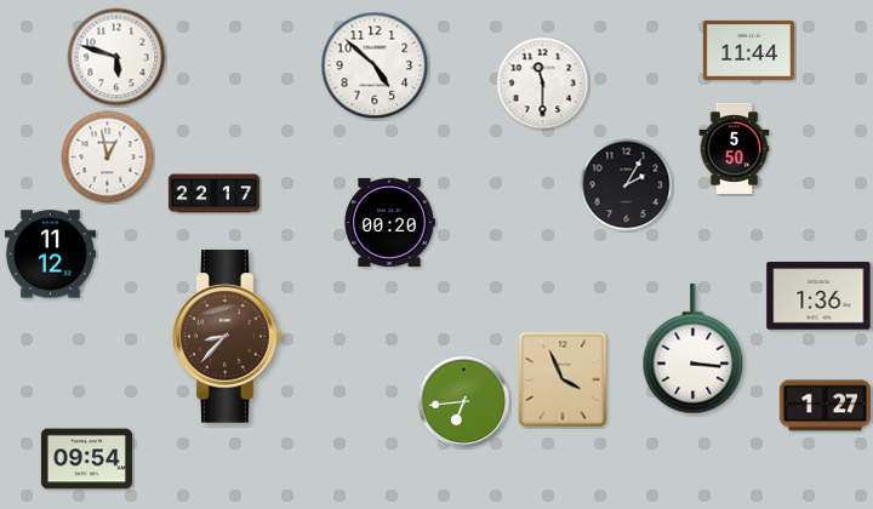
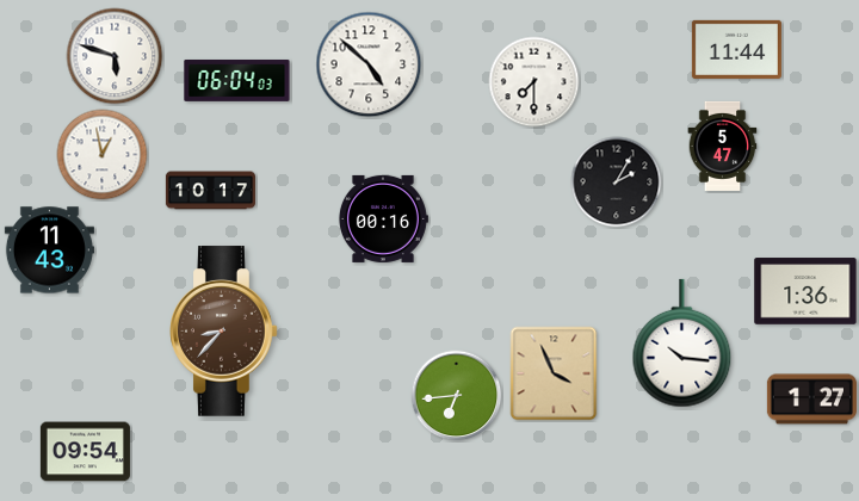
clock at (237, 80): none -> 06:04
clock at (543, 84): 11:30 -> 7:30
clock at (735, 148): 5:50 -> 5:47
clock at (108, 158) position: (108, 158) -> (103, 155)
clock at (213, 194): 22:17 -> 10:17
clock at (389, 222): 00:20 -> 00:16
clock at (50, 254): 11:12 -> 11:43
clock at (694, 349): 3:16 -> 10:16
